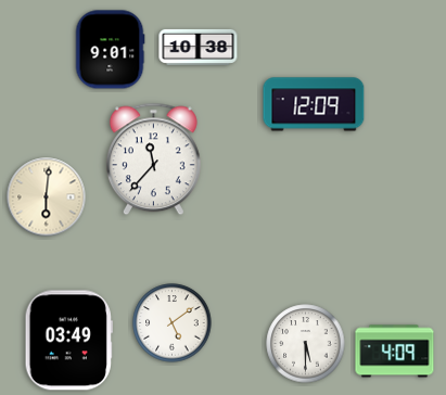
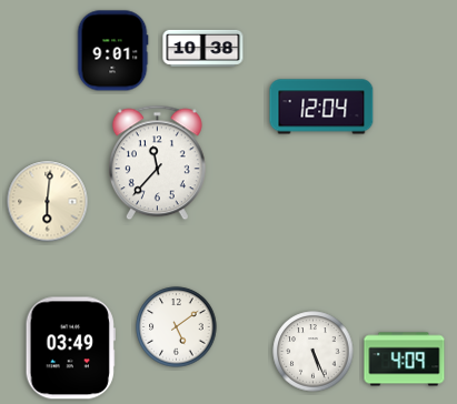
clock at (314, 104): 12:09 -> 12:04
clock at (173, 323) position: (173, 323) -> (177, 327)
clock at (306, 344): 5:30 -> 5:26
